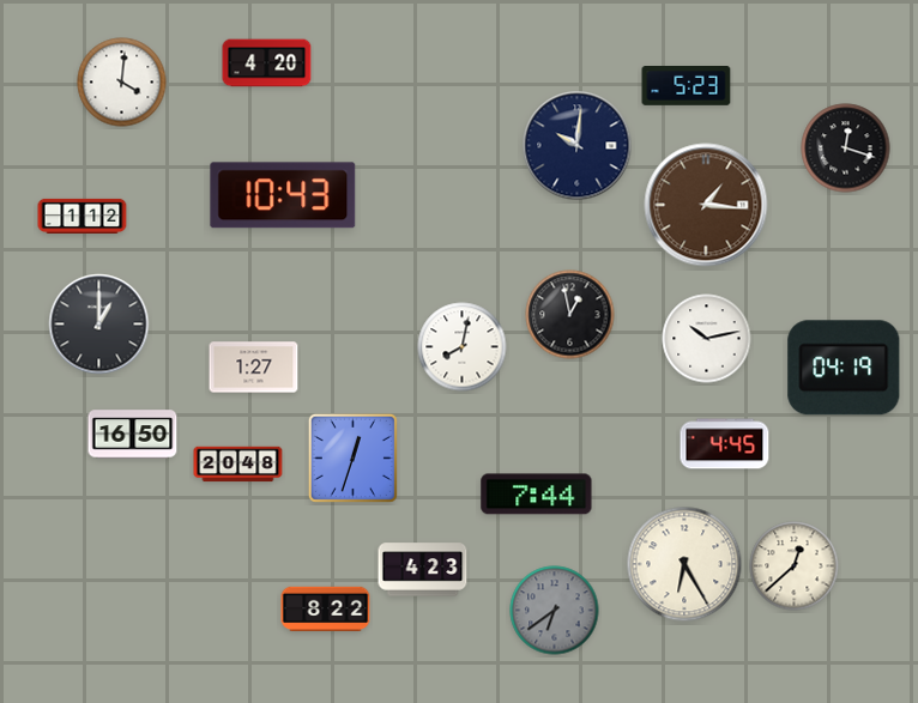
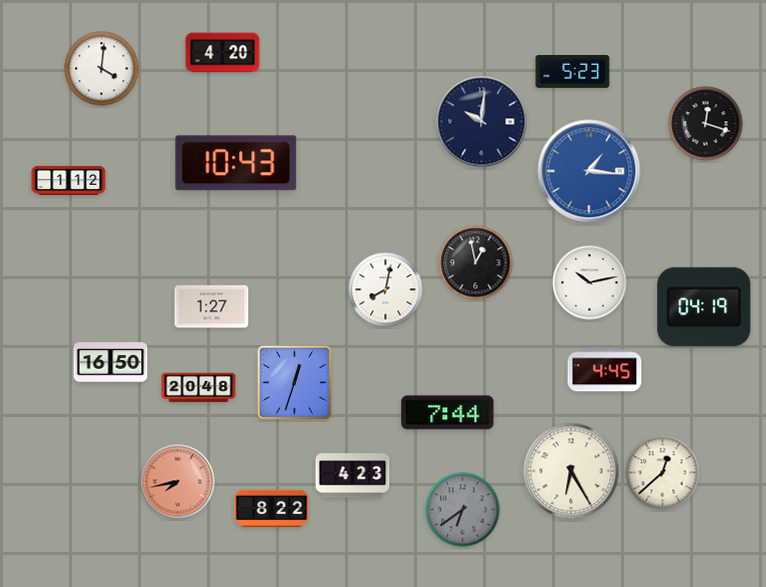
clock at (706, 205) dial: brown -> blue
clock at (99, 325): 1:00 -> none
clock at (178, 482): none -> 7:43
